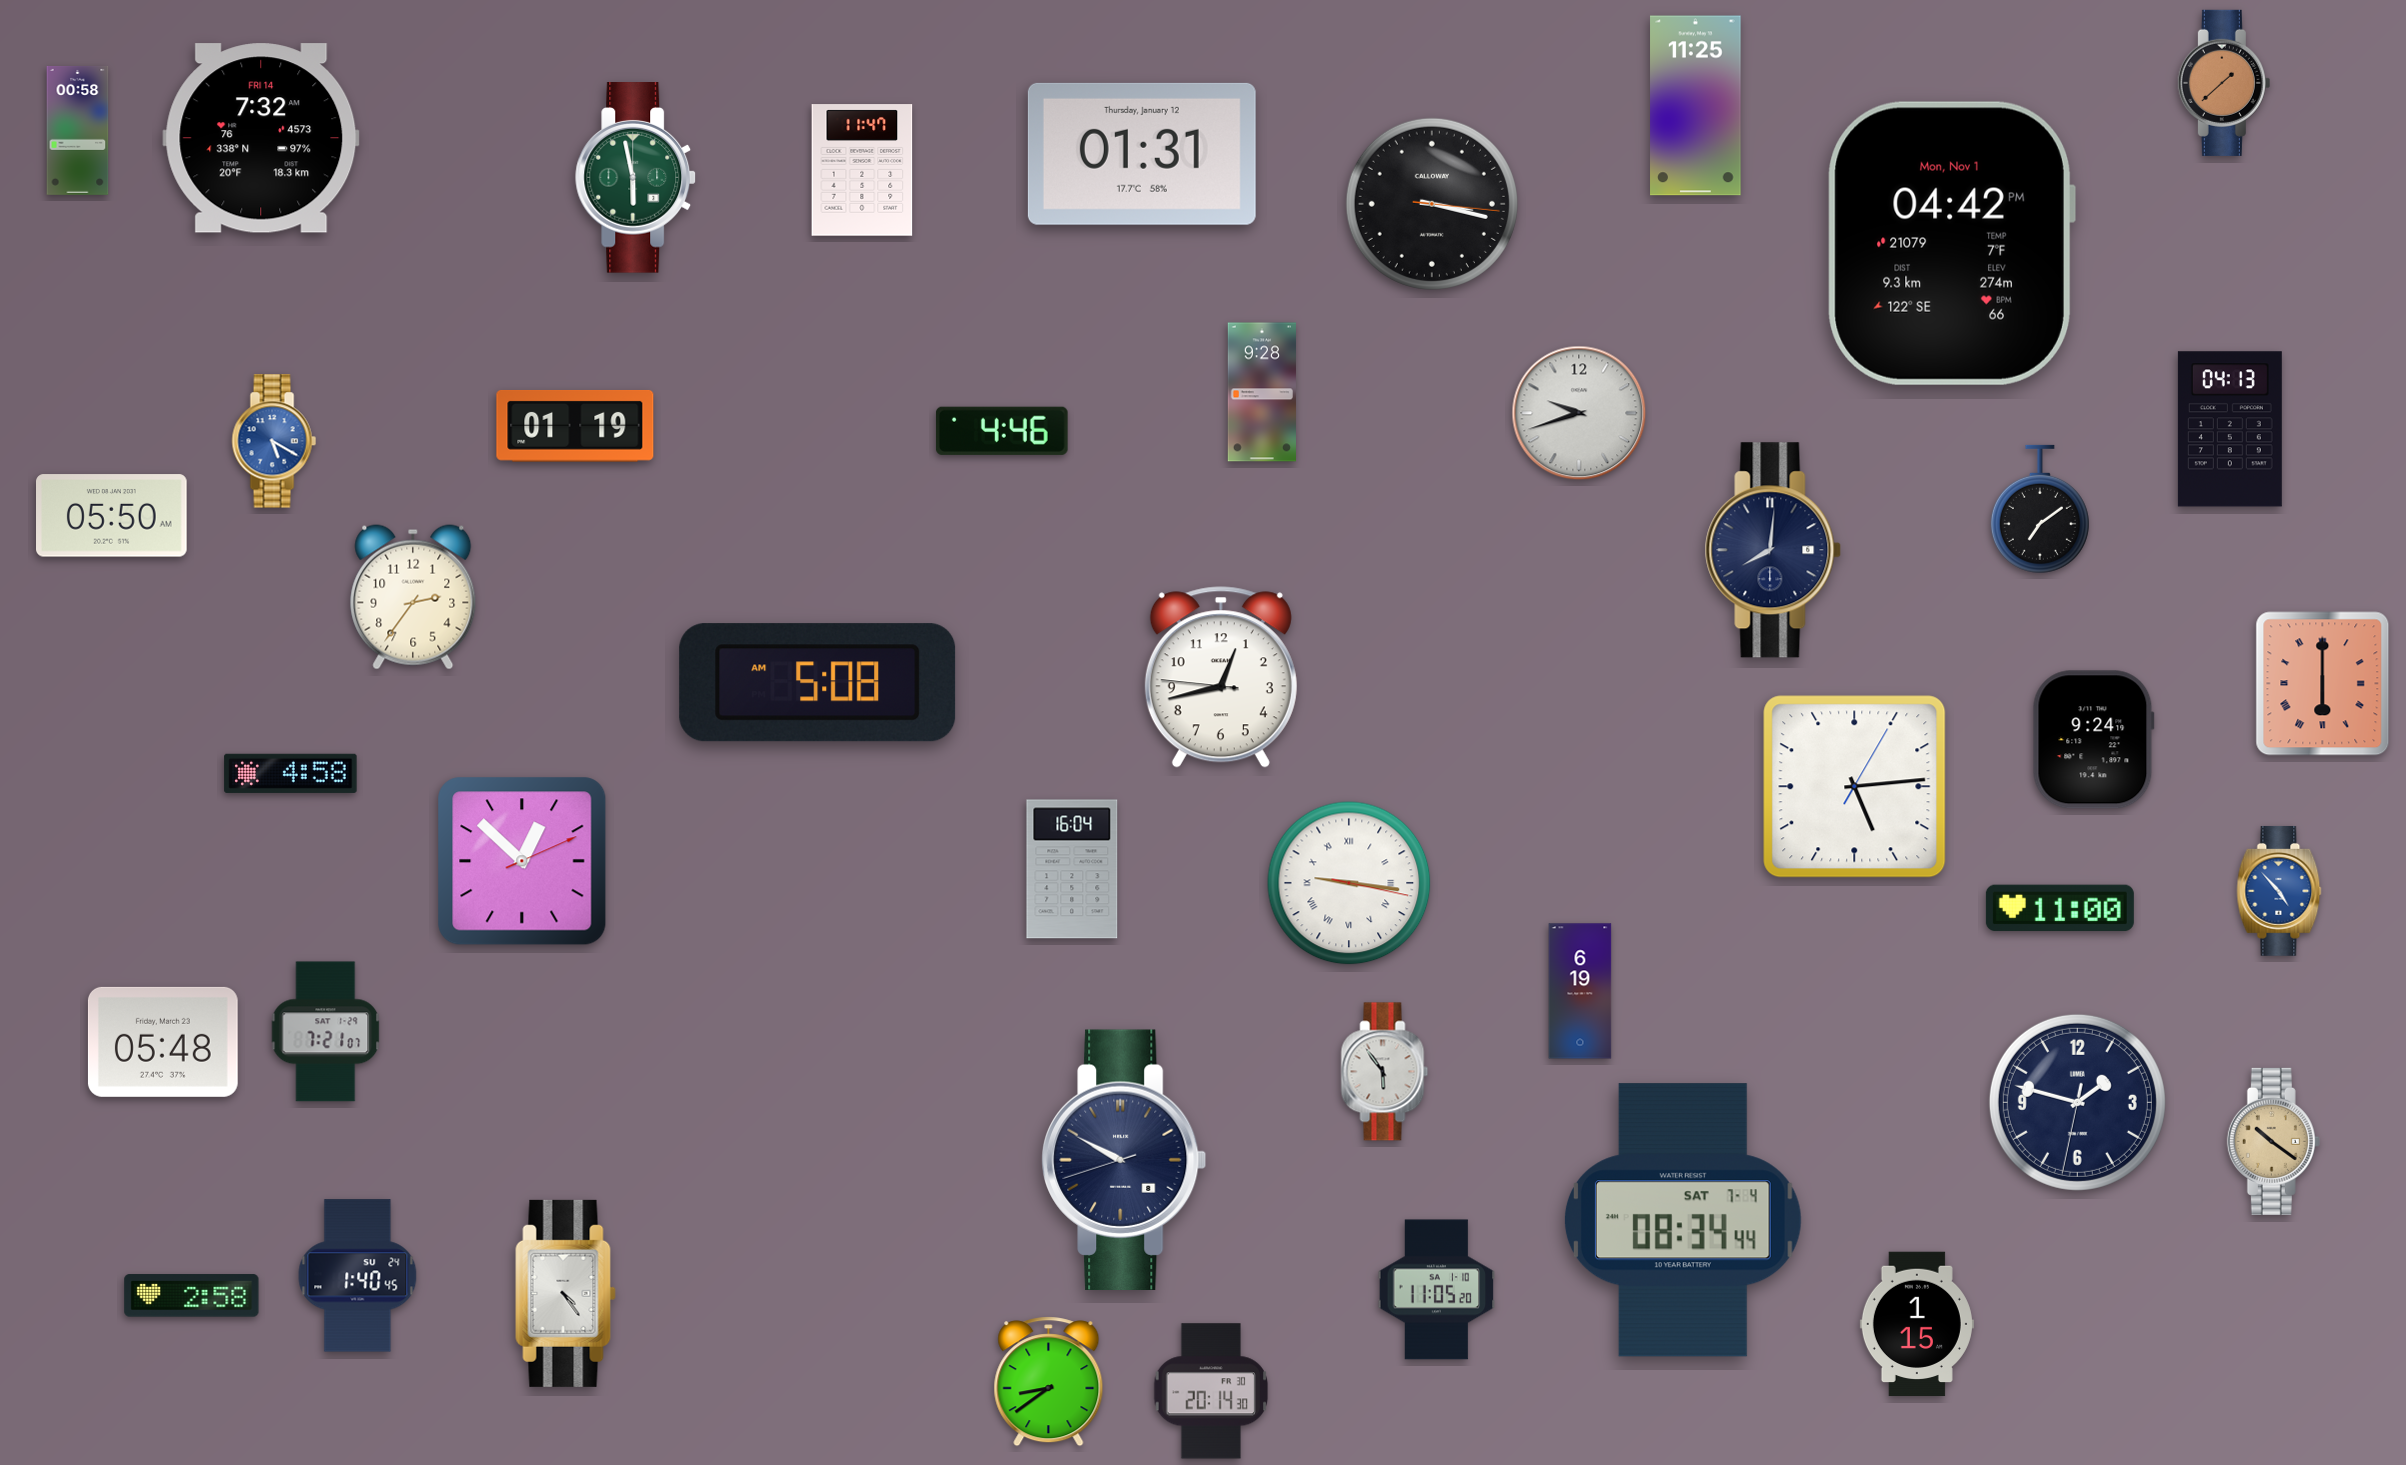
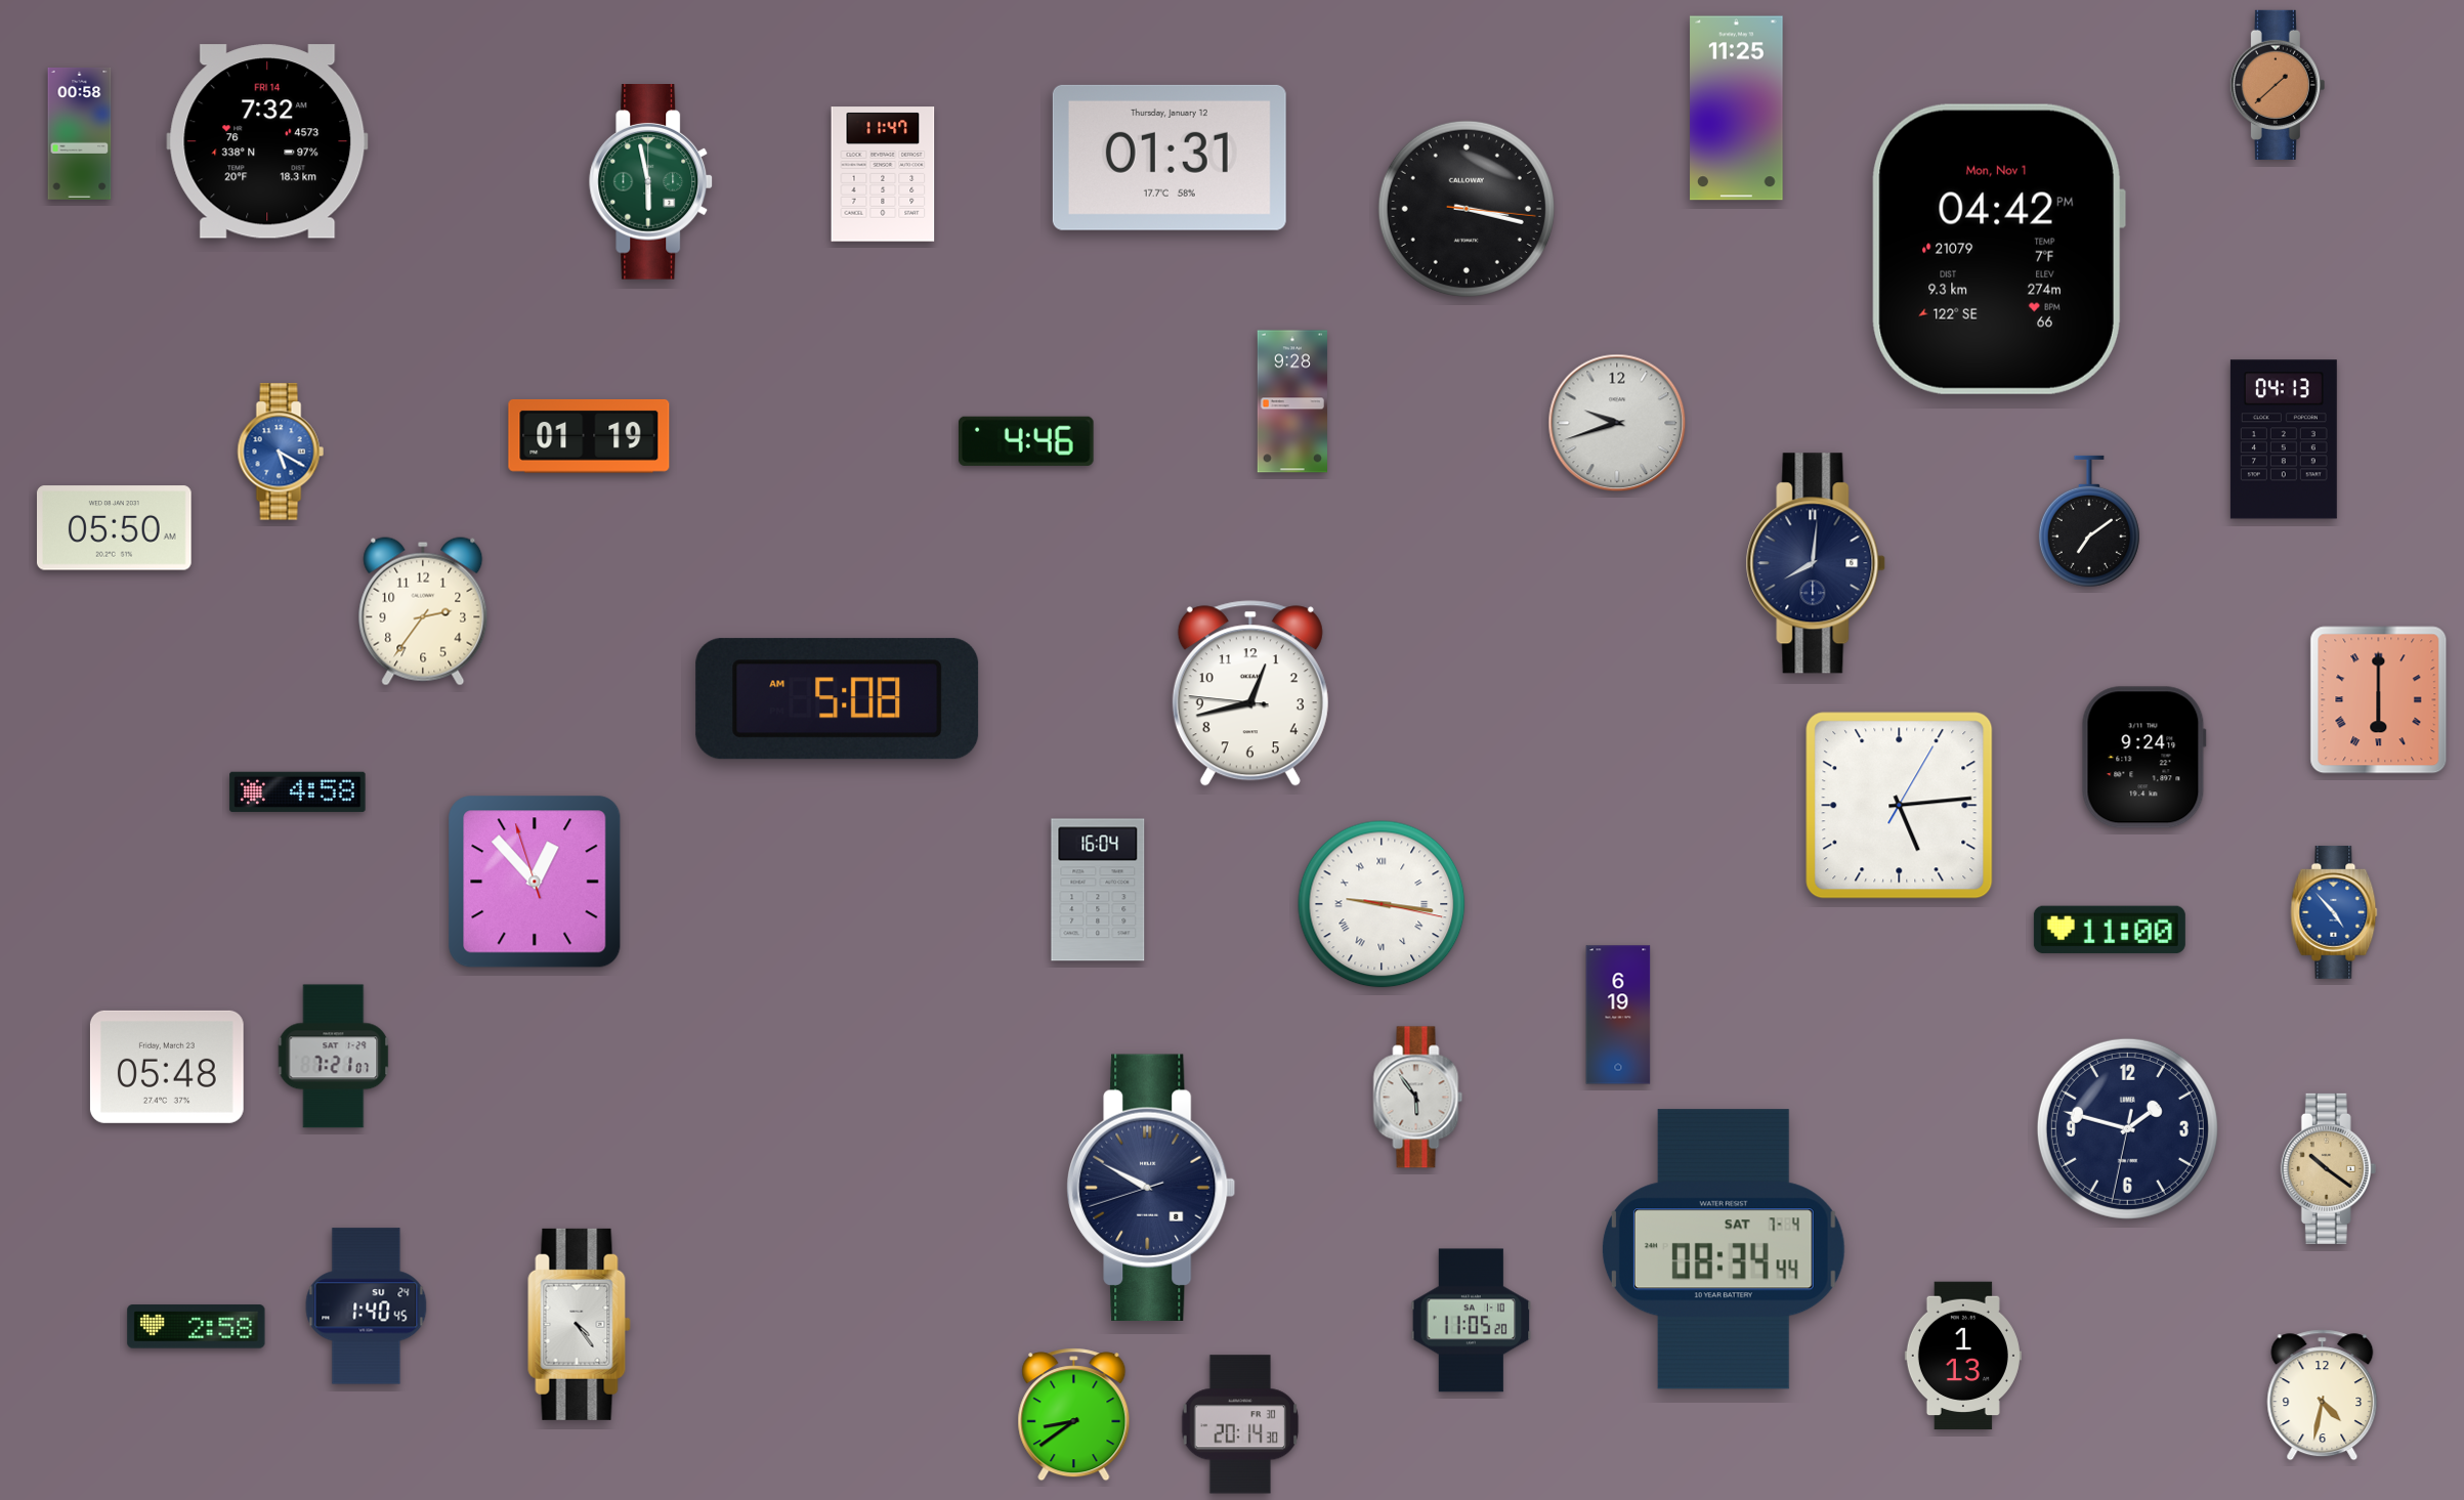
clock at (522, 861): 12:52:11 -> 12:52:57
clock at (1917, 1324): 1:15 -> 1:13
clock at (2323, 1396): none -> 4:32
